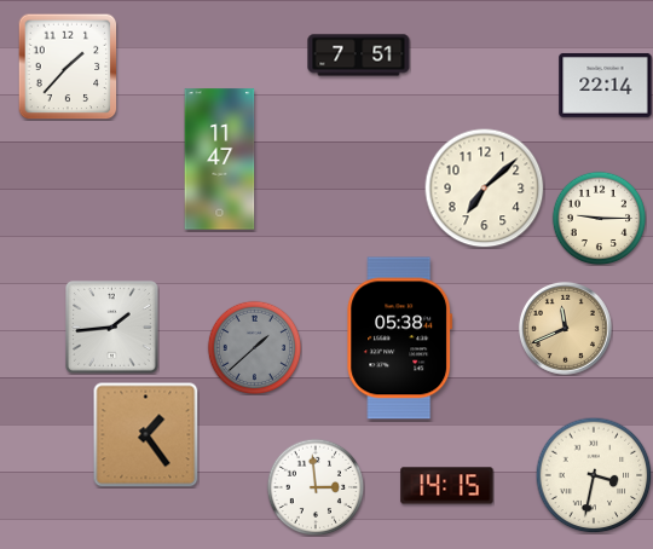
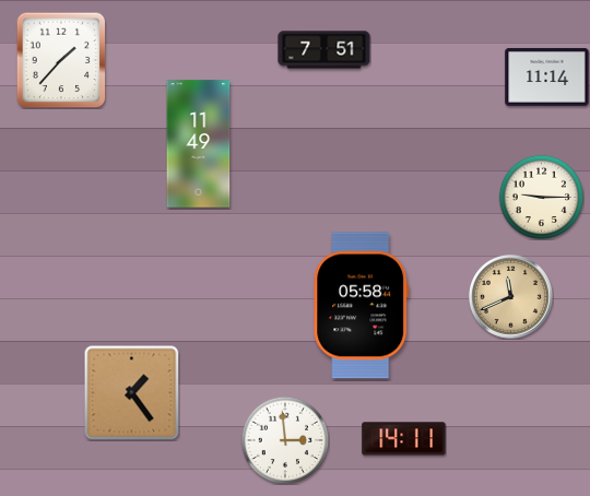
clock at (606, 85): 22:14 -> 11:14
clock at (220, 160): 11:47 -> 11:49
clock at (485, 189): 7:08 -> none
clock at (112, 328): 1:44 -> none
clock at (400, 339): 05:38 -> 05:58
clock at (254, 347): 1:38 -> none
clock at (594, 475): 3:32 -> none
clock at (447, 486): 14:15 -> 14:11
